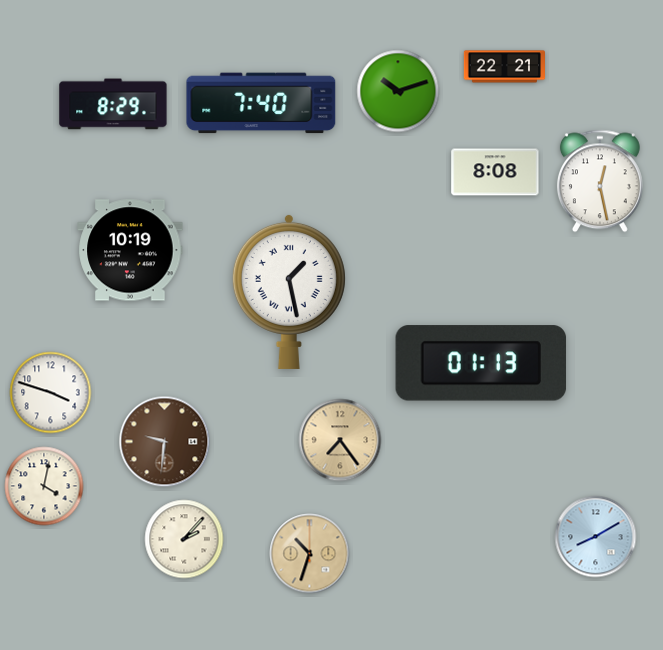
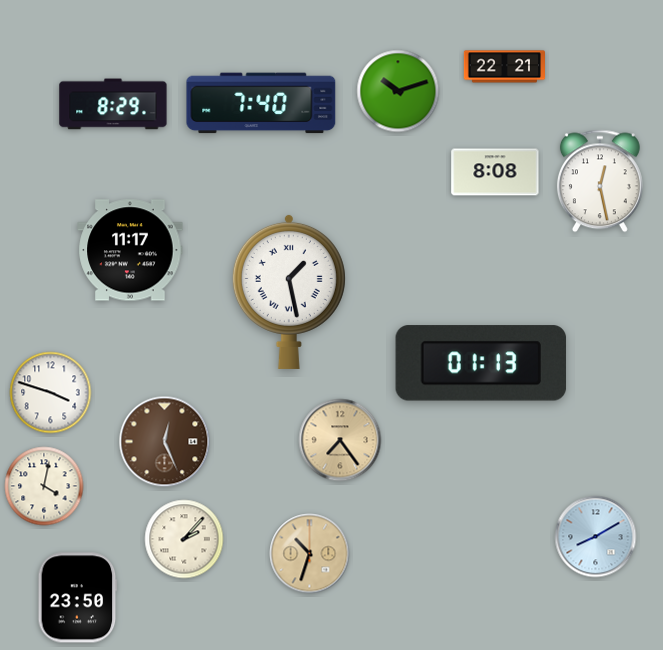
clock at (130, 250): 10:19 -> 11:17
clock at (165, 442): 9:31 -> 12:26
clock at (78, 598): none -> 23:50
